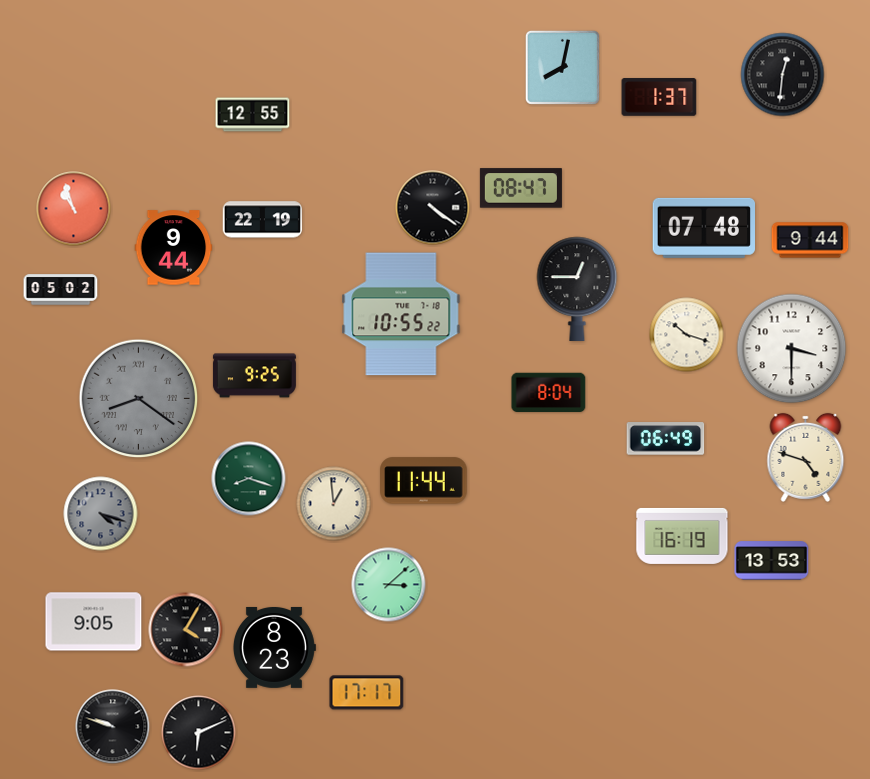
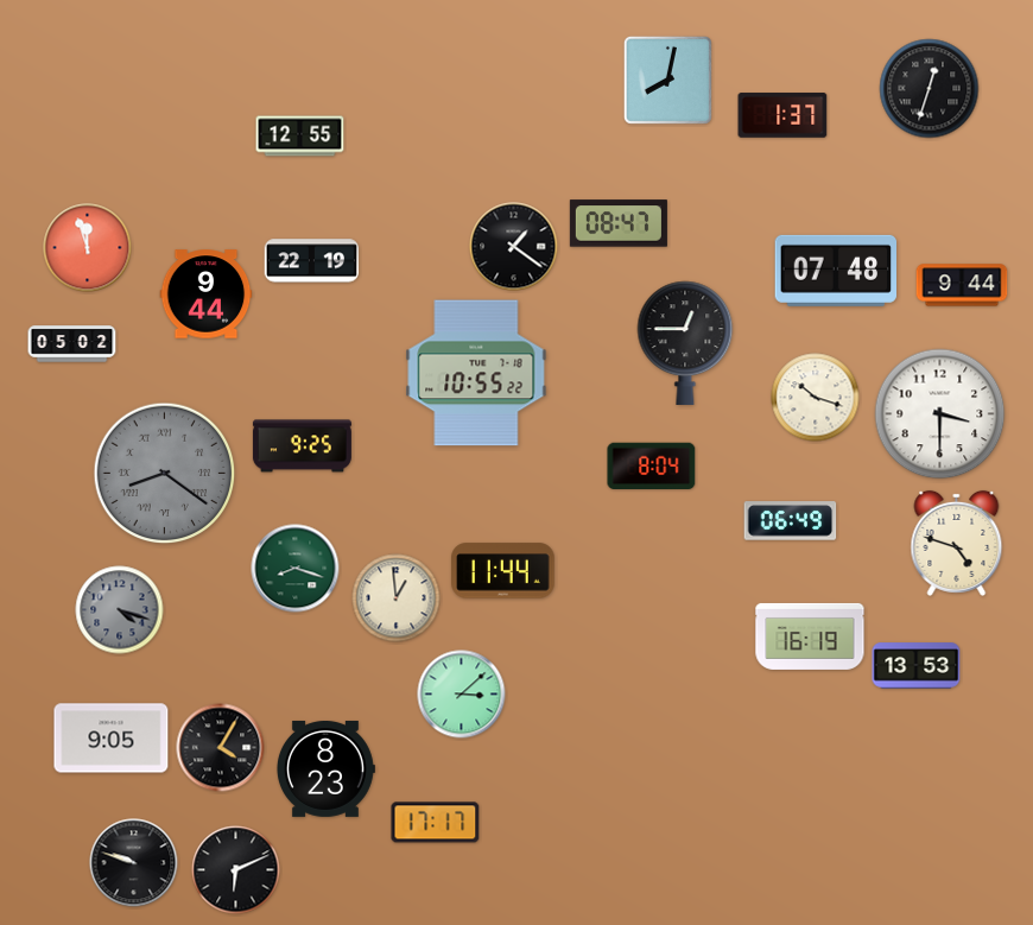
clock at (783, 75): 12:31 -> 12:33
clock at (433, 208): 4:21 -> 1:21
clock at (74, 209): 10:57 -> 11:57
